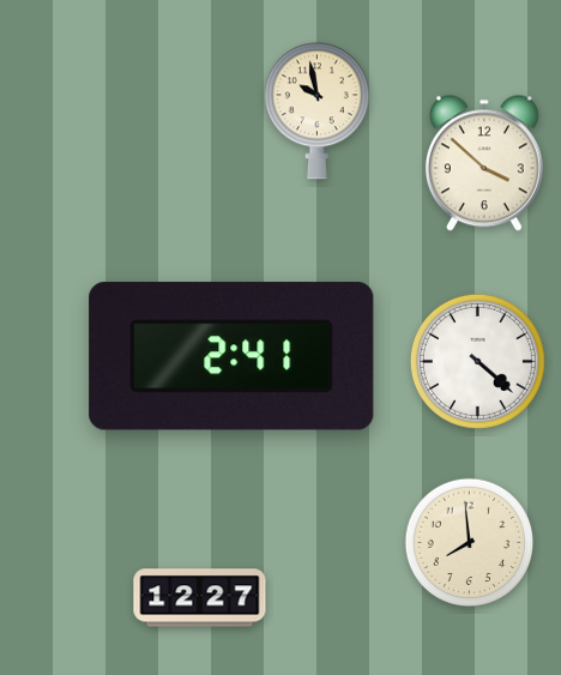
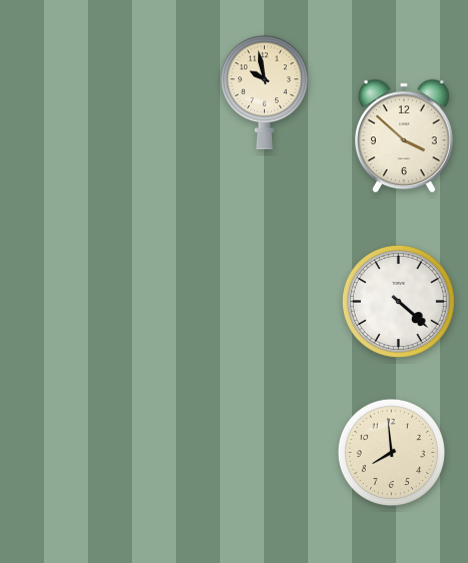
clock at (231, 356): 2:41 -> none
clock at (200, 598): 12:27 -> none
